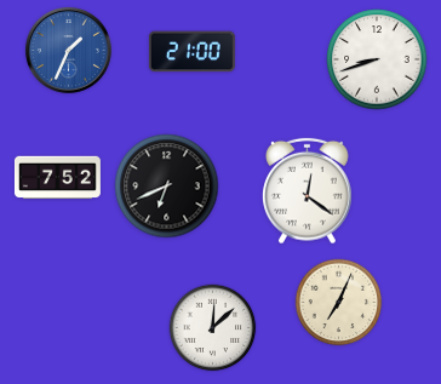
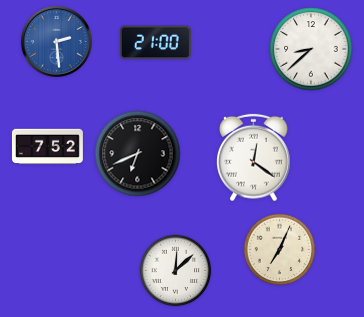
clock at (68, 50): 1:34 -> 2:29
clock at (191, 52) position: (191, 52) -> (155, 43)
clock at (377, 59): 8:42 -> 8:38
